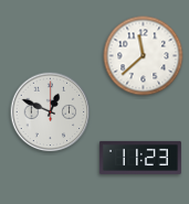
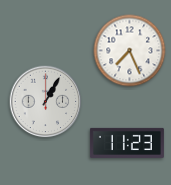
clock at (144, 56): 11:38 -> 7:26
clock at (51, 112): 12:49 -> 1:05
